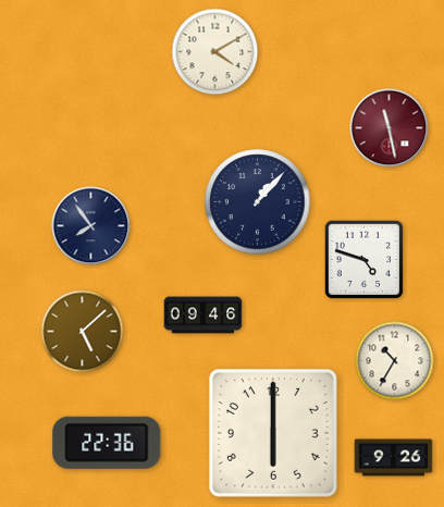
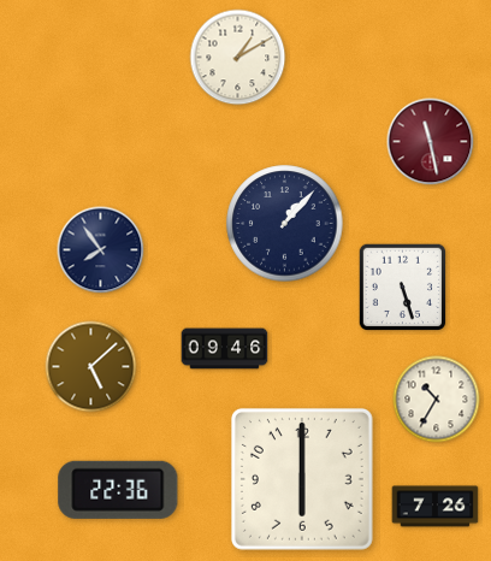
clock at (215, 52): 4:10 -> 1:10
clock at (365, 260): 4:48 -> 5:27
clock at (394, 458): 9:26 -> 7:26
